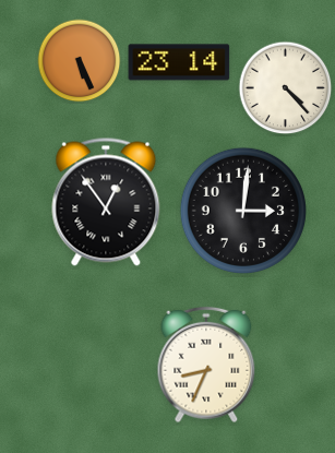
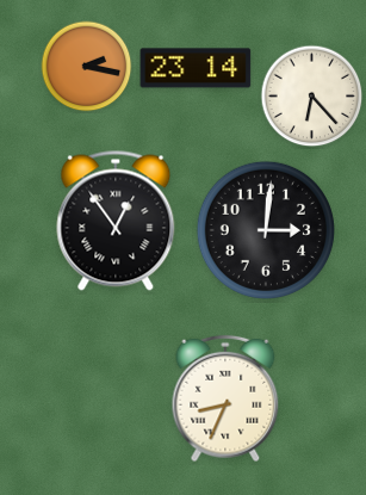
clock at (80, 61): 5:26 -> 2:17
clock at (286, 88): 4:23 -> 6:23
